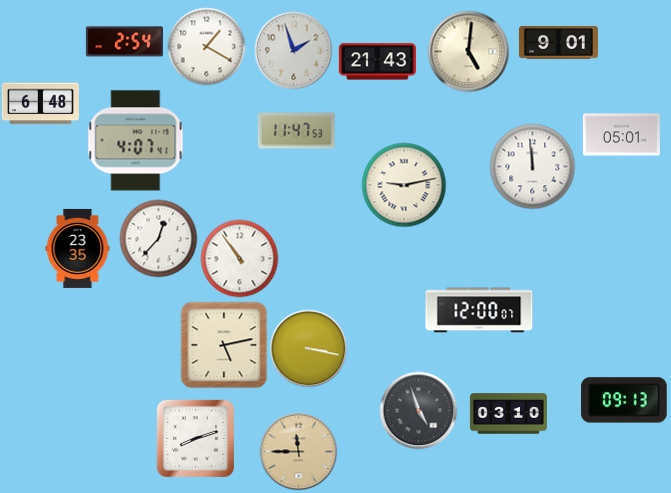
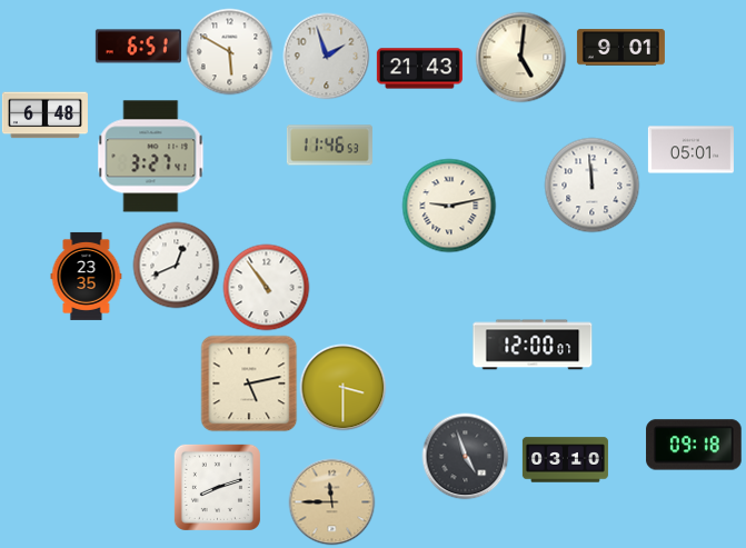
clock at (124, 42): 2:54 -> 6:51
clock at (206, 46): 1:20 -> 5:50
clock at (296, 131): 11:47 -> 11:46
clock at (136, 141): 4:07 -> 3:27
clock at (158, 238): 12:37 -> 12:41
clock at (308, 348): 3:17 -> 3:30
clock at (624, 400): 09:13 -> 09:18
